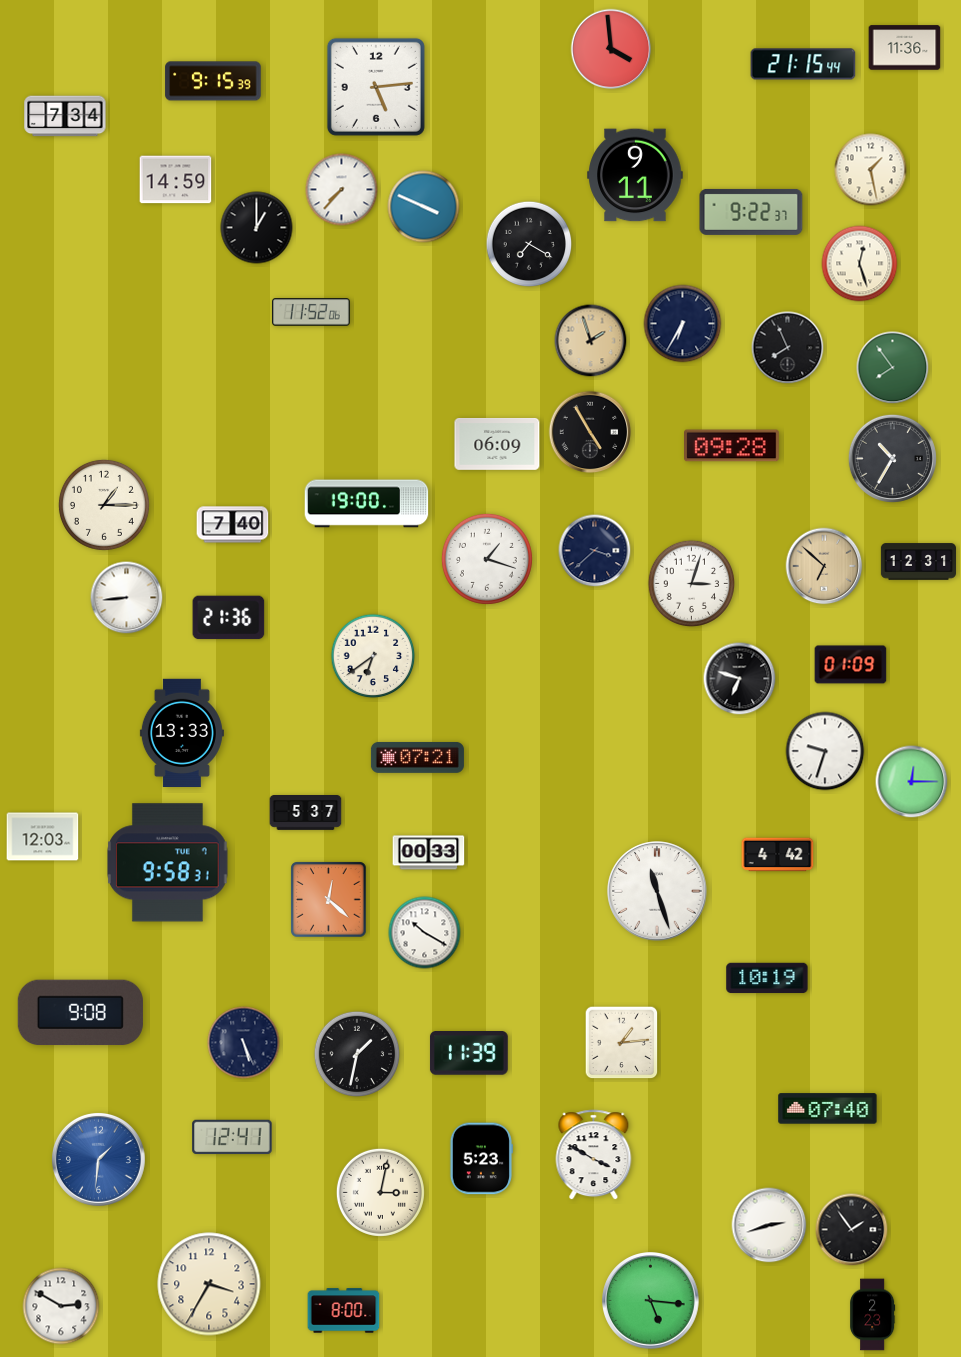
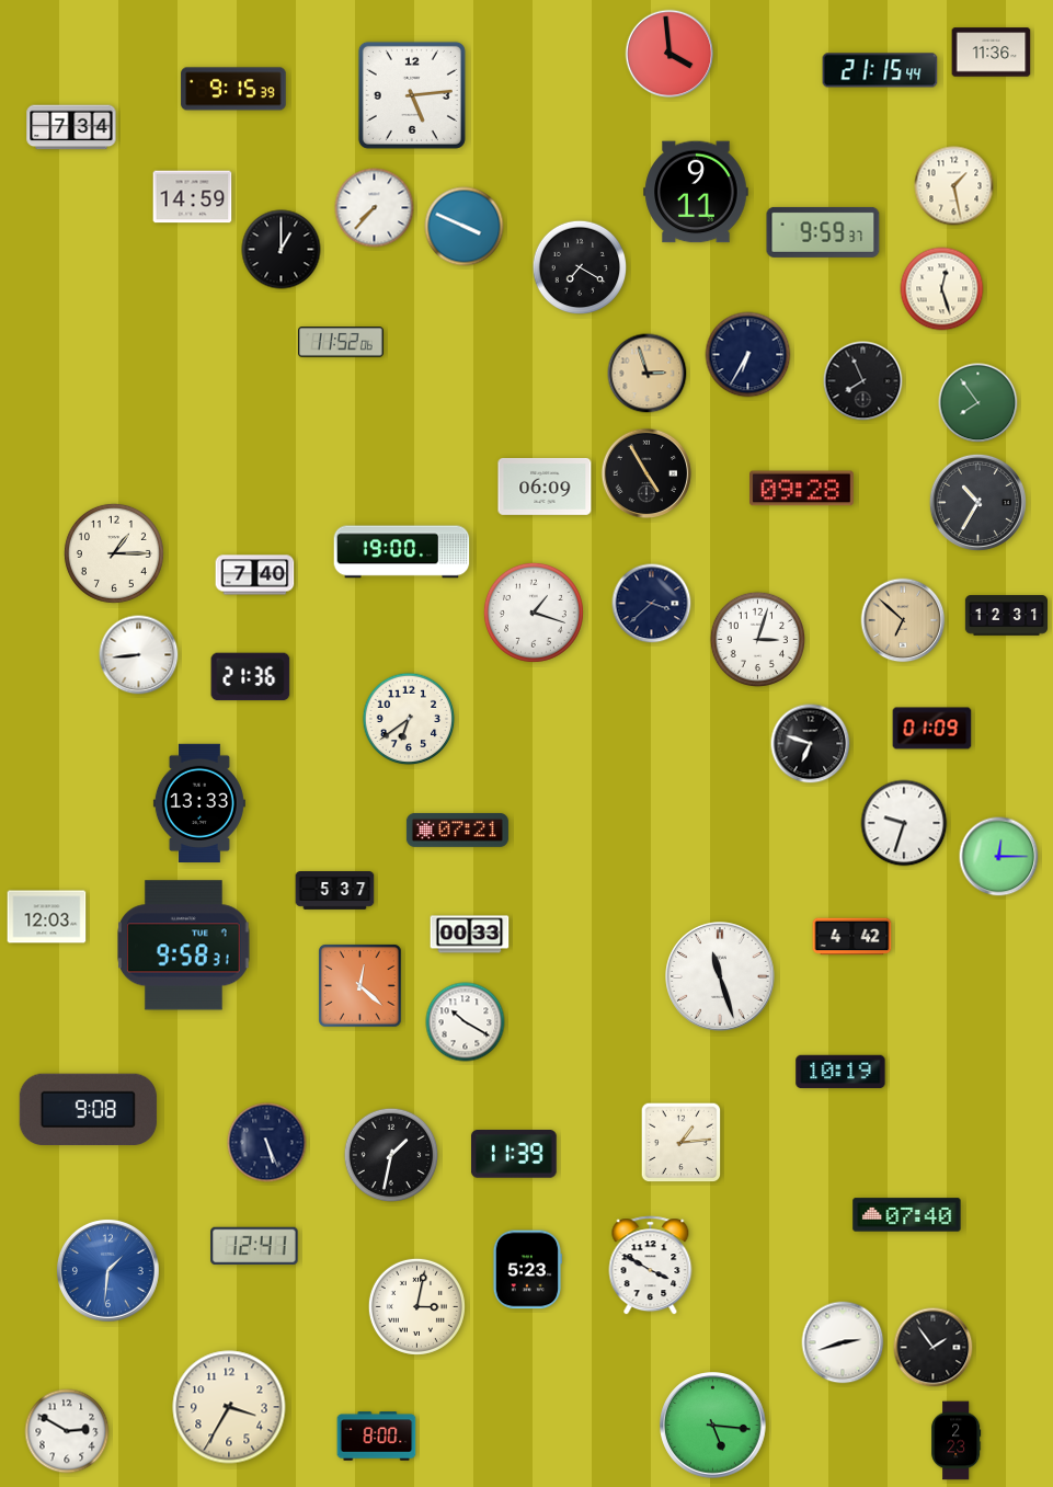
clock at (751, 212): 9:22 -> 9:59
clock at (591, 341): 1:57 -> 2:57
